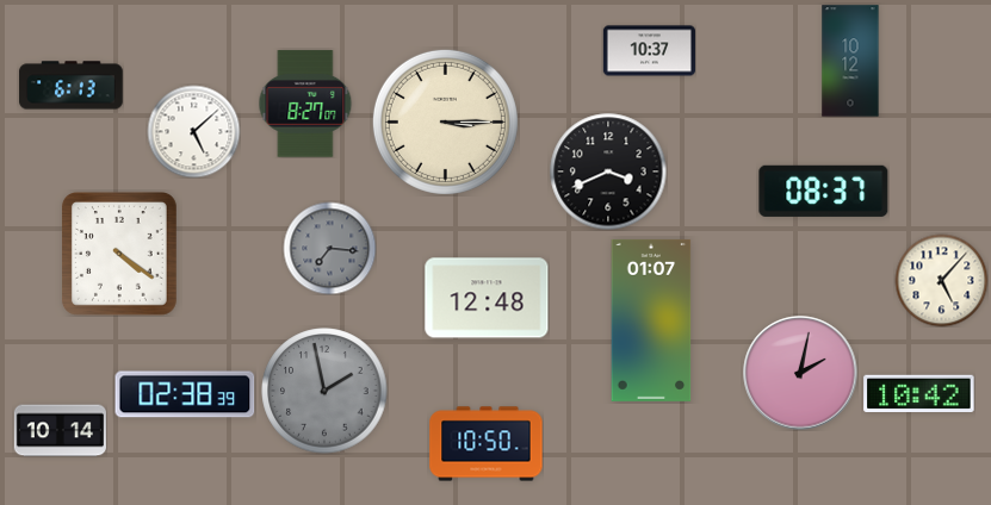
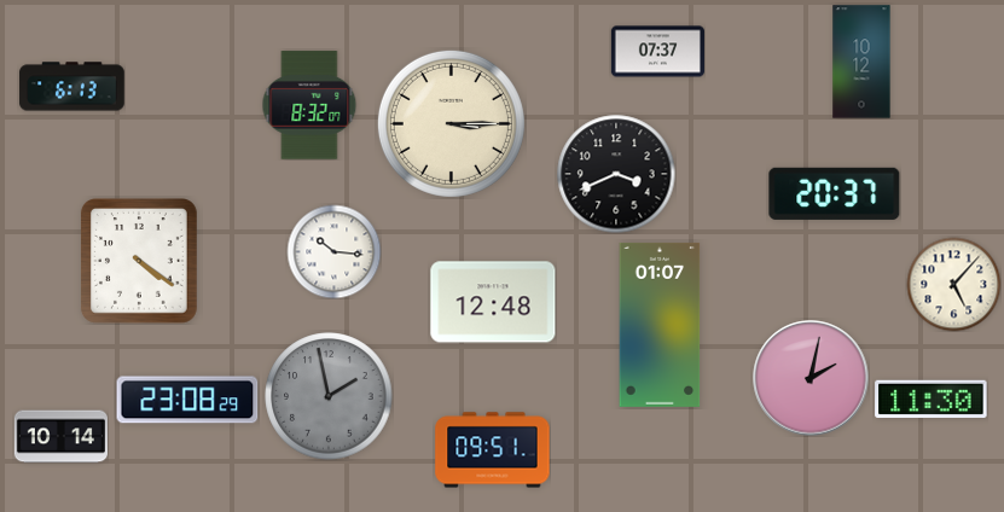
clock at (649, 51): 10:37 -> 07:37
clock at (305, 104): 8:27 -> 8:32
clock at (193, 131): 5:08 -> none
clock at (824, 191): 08:37 -> 20:37
clock at (329, 248): 7:16 -> 10:16
clock at (329, 248) dial: grey -> white
clock at (119, 255) position: (119, 255) -> (139, 262)
clock at (185, 394): 02:38 -> 23:08
clock at (919, 394): 10:42 -> 11:30
clock at (487, 444): 10:50 -> 09:51
